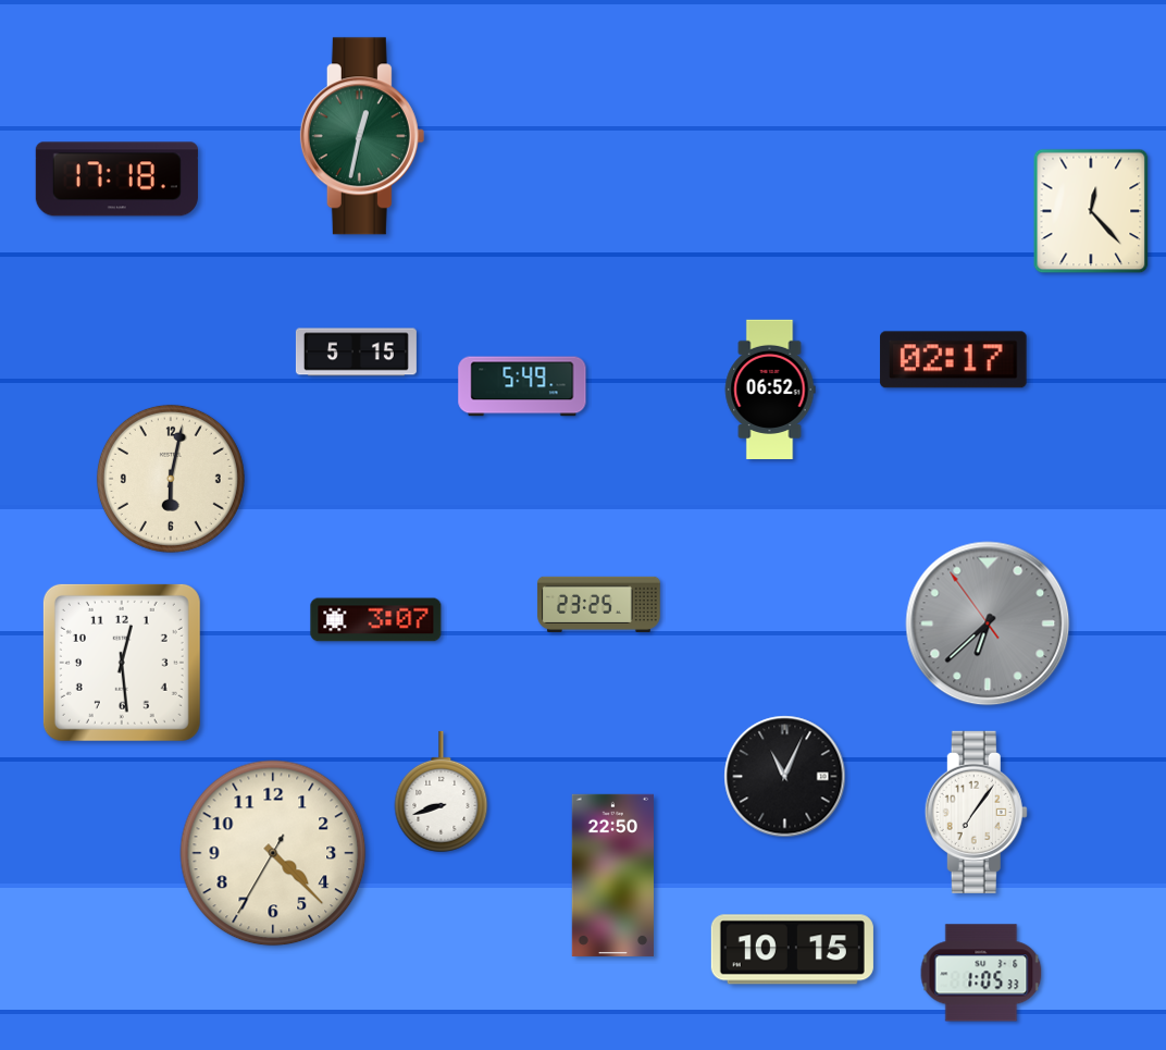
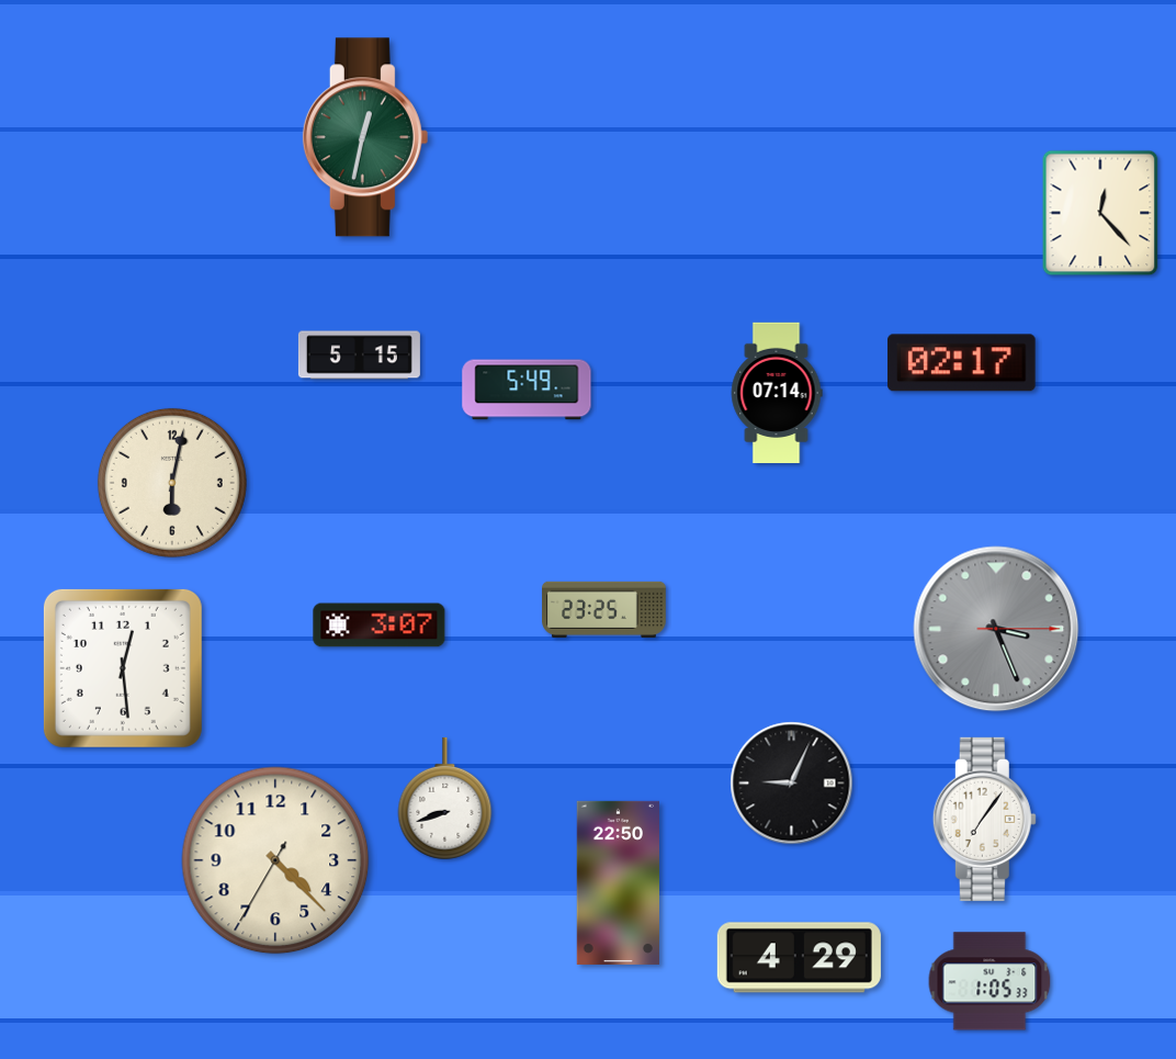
clock at (116, 180): 17:18 -> none
clock at (770, 390): 06:52 -> 07:14
clock at (988, 623): 6:37 -> 3:26
clock at (785, 777): 11:04 -> 9:04
clock at (792, 950): 10:15 -> 4:29
